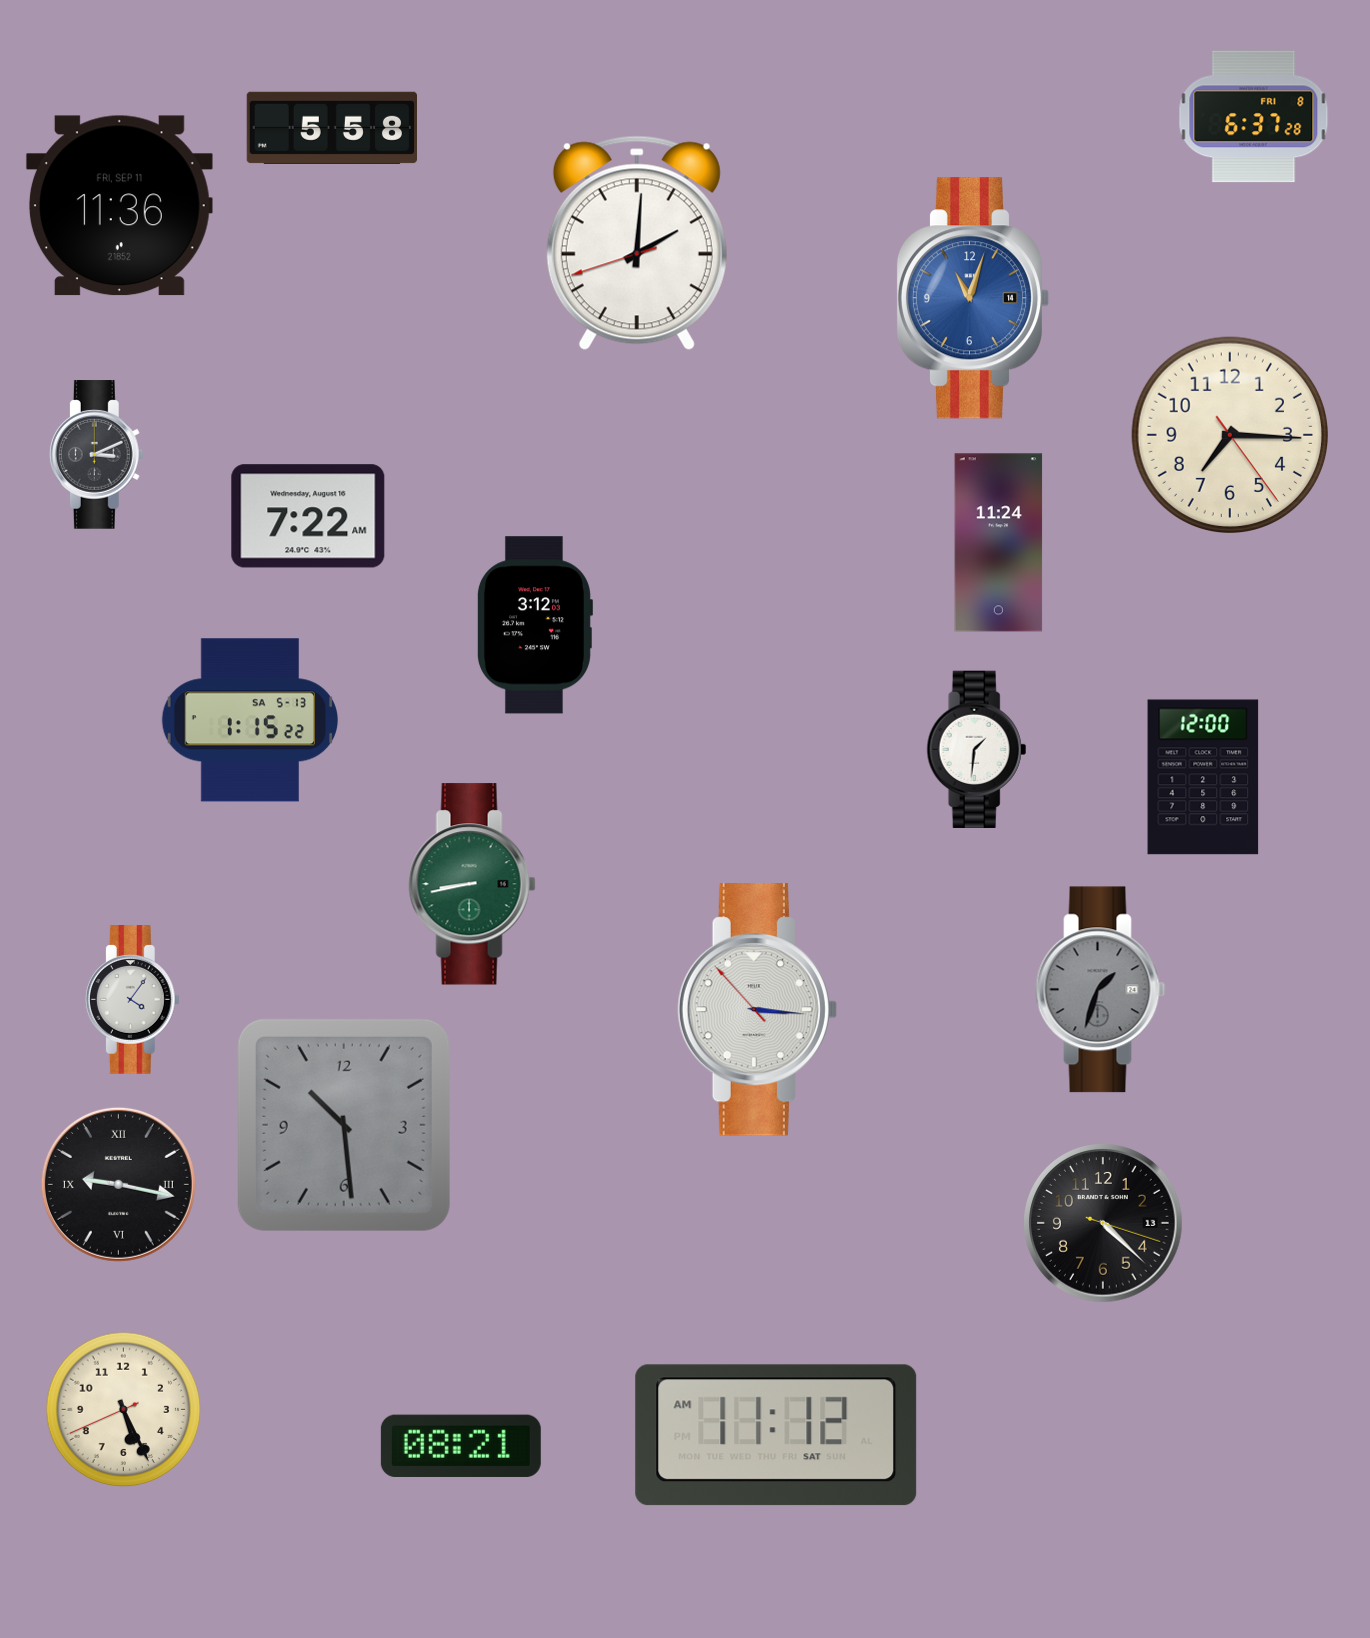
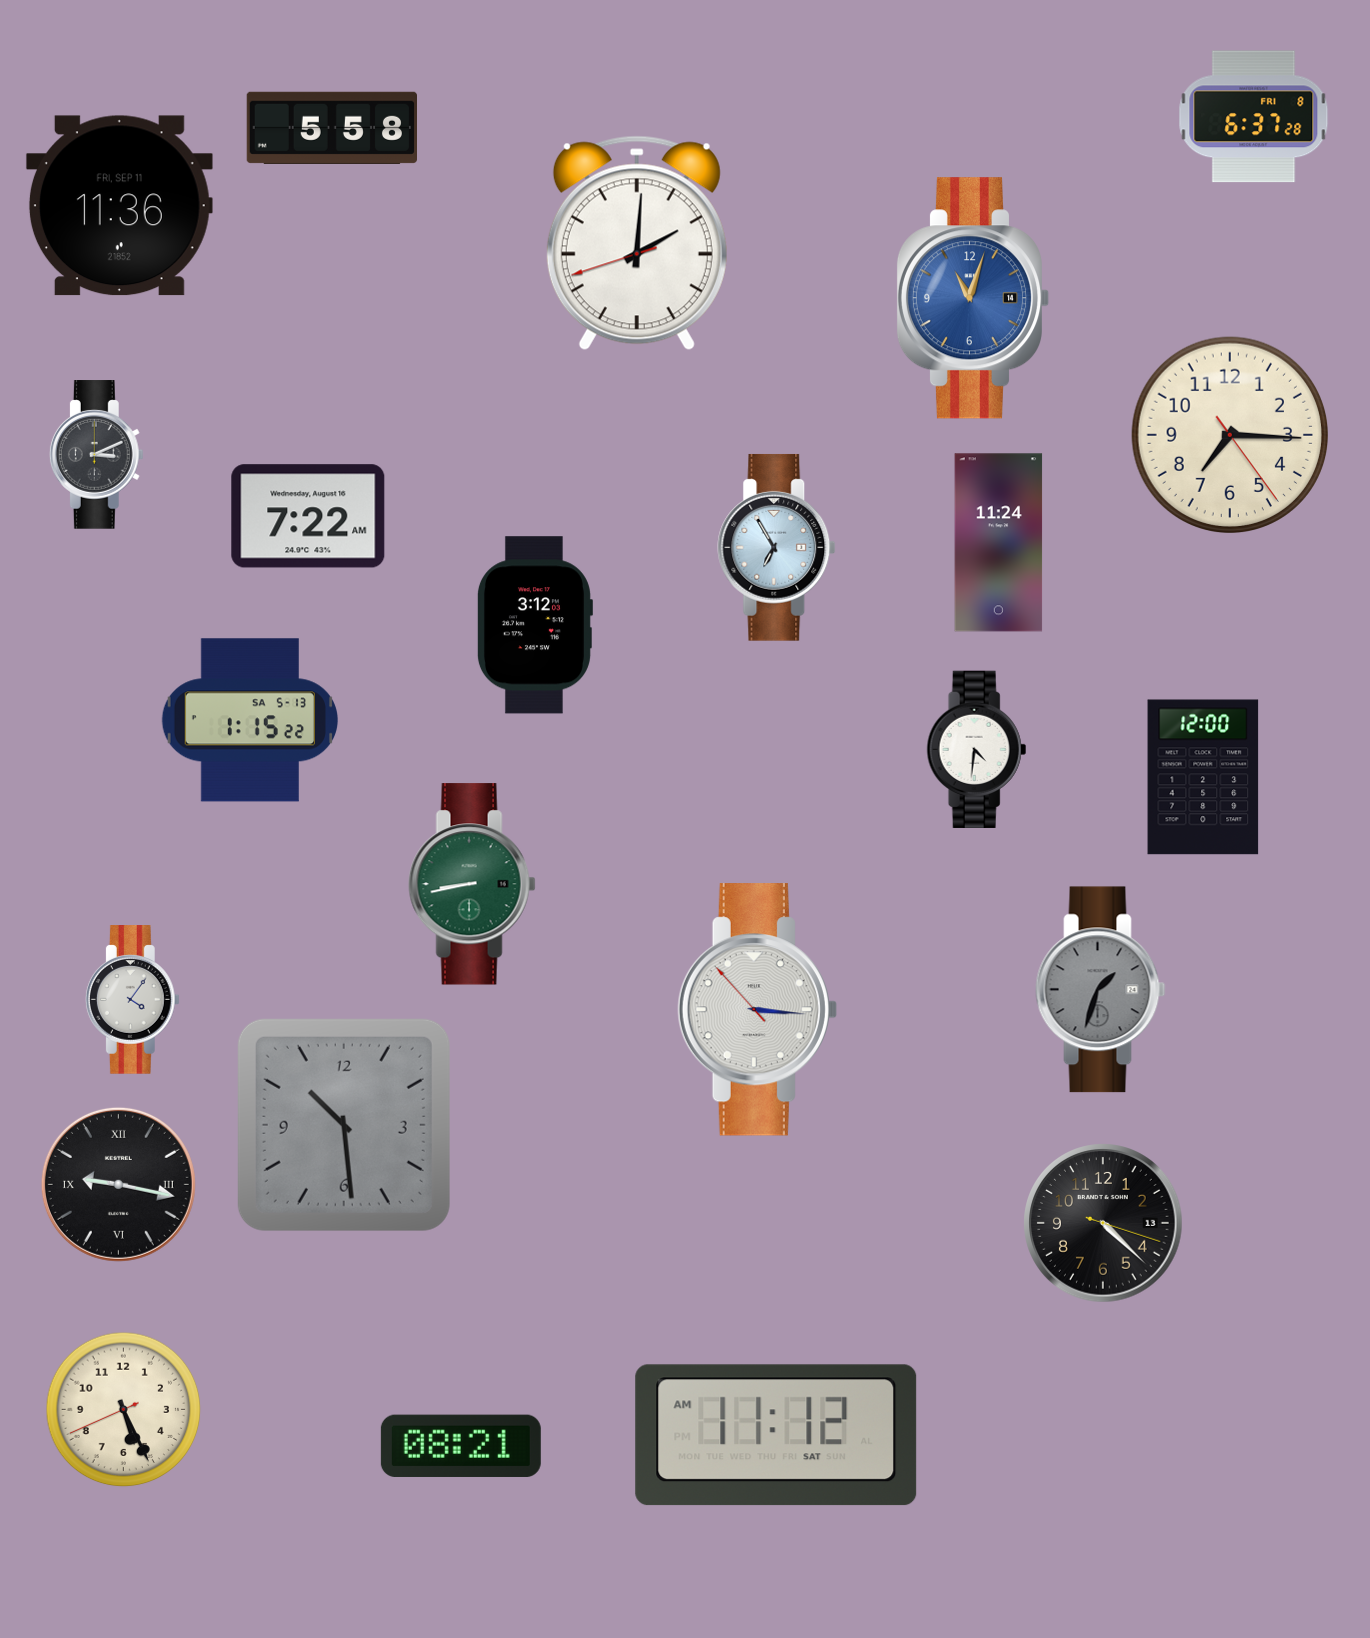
clock at (777, 547): none -> 6:55
clock at (977, 749): 1:31 -> 4:31
